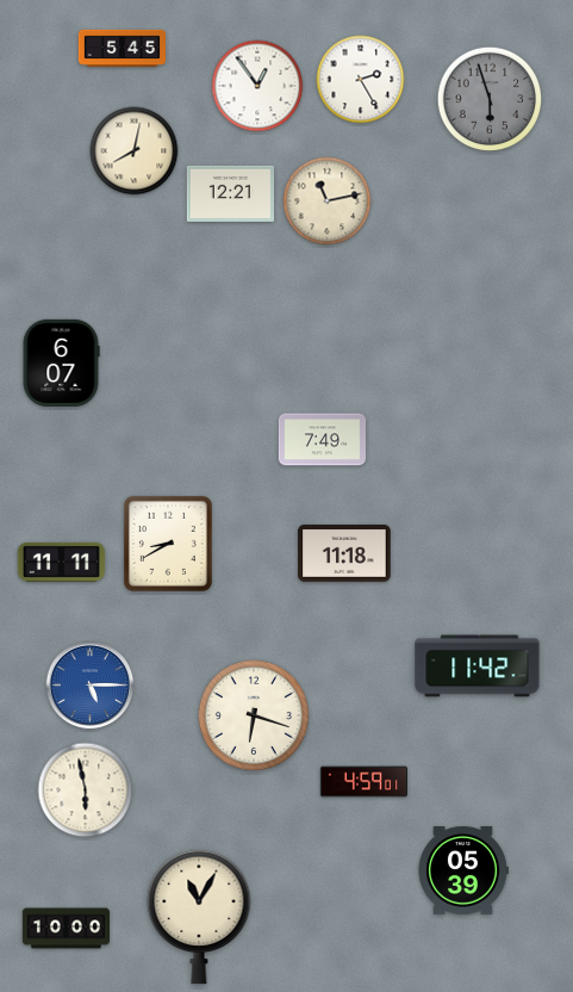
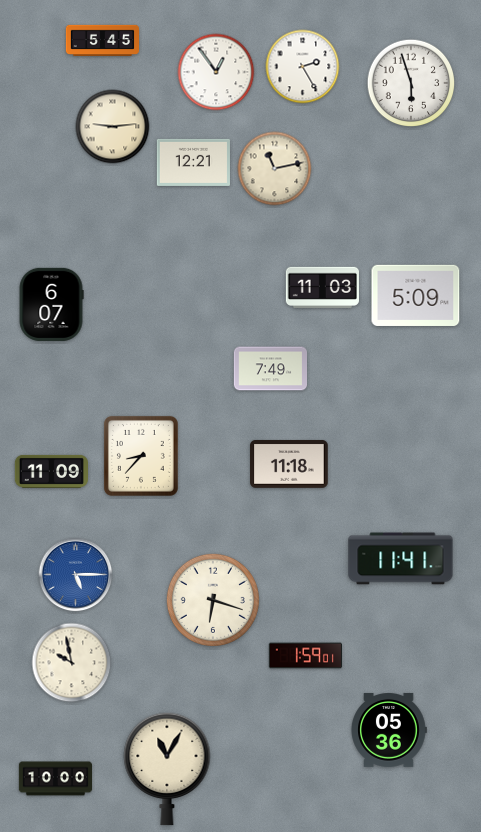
clock at (490, 99) dial: grey -> white
clock at (135, 151): 8:02 -> 9:14
clock at (322, 287): none -> 11:03
clock at (416, 295): none -> 5:09
clock at (168, 544): 8:40 -> 8:37
clock at (61, 562): 11:11 -> 11:09
clock at (478, 666): 11:42 -> 11:41
clock at (363, 782): 4:59 -> 1:59
clock at (86, 790): 5:58 -> 9:58
clock at (463, 870): 05:39 -> 05:36
